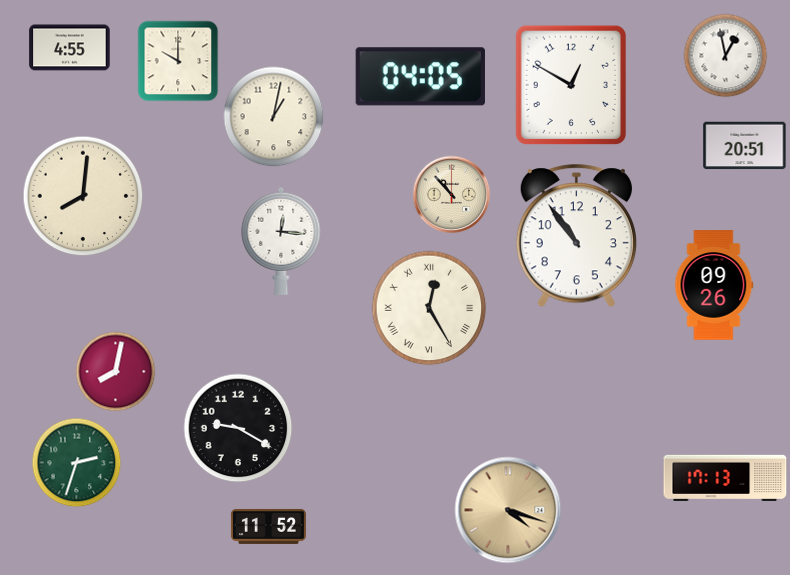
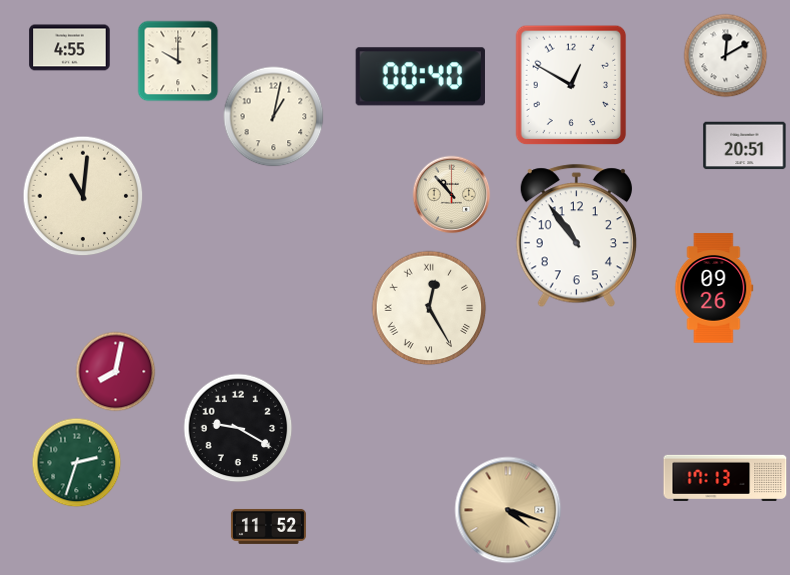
clock at (726, 56): 12:58 -> 12:10
clock at (420, 77): 04:05 -> 00:40
clock at (83, 196): 8:01 -> 11:01
clock at (281, 241): 12:16 -> none
clock at (714, 285) position: (714, 285) -> (714, 288)
